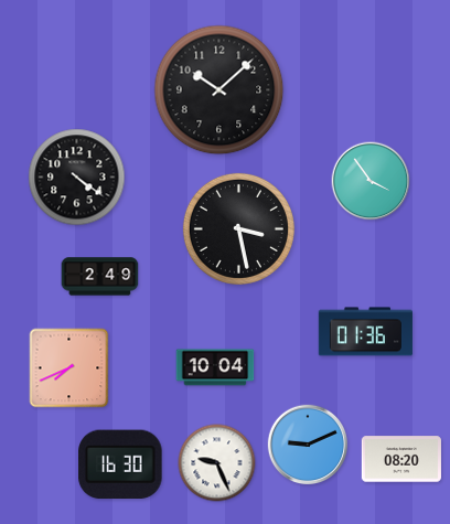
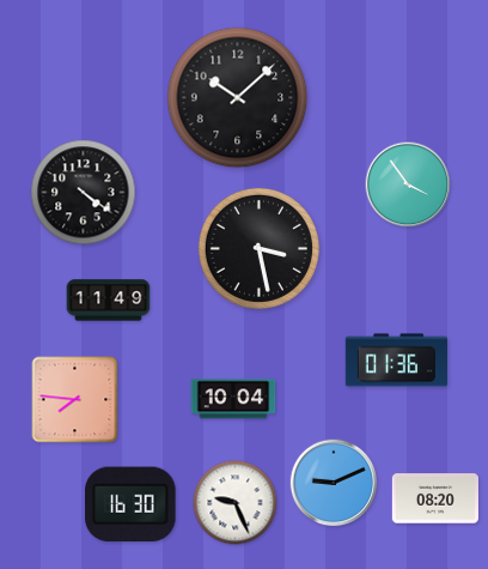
clock at (371, 181) position: (371, 181) -> (408, 184)
clock at (100, 277): 2:49 -> 11:49
clock at (69, 368): 7:41 -> 7:46
